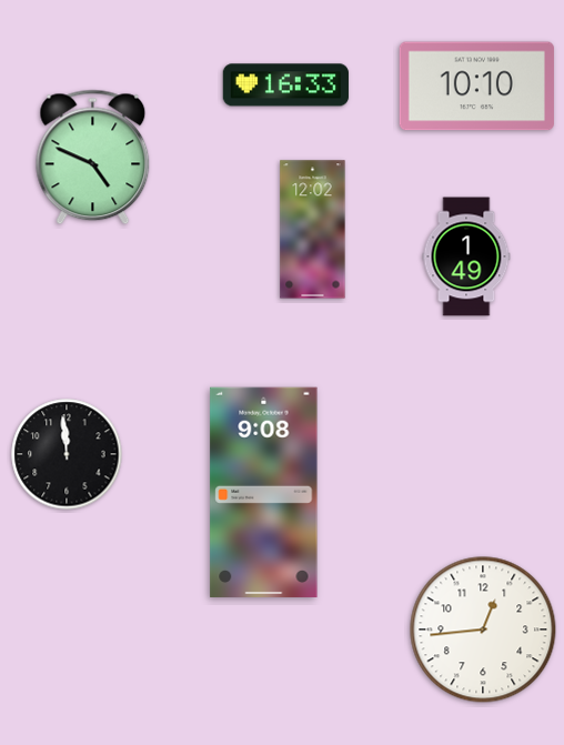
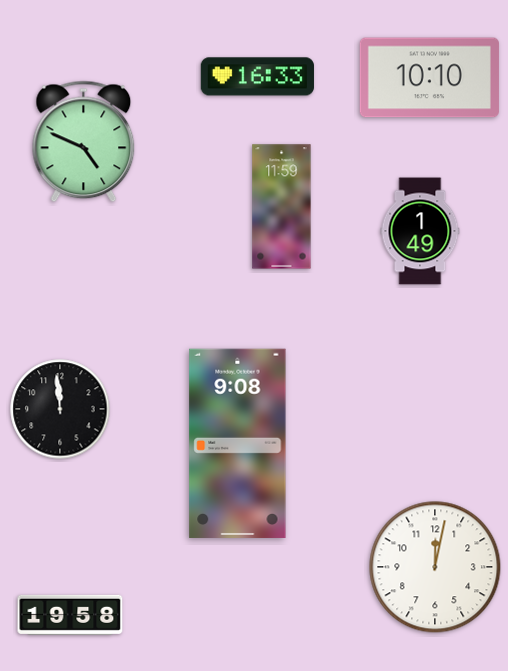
clock at (313, 230): 12:02 -> 11:59
clock at (483, 630): 12:44 -> 12:02
clock at (70, 615): none -> 19:58
